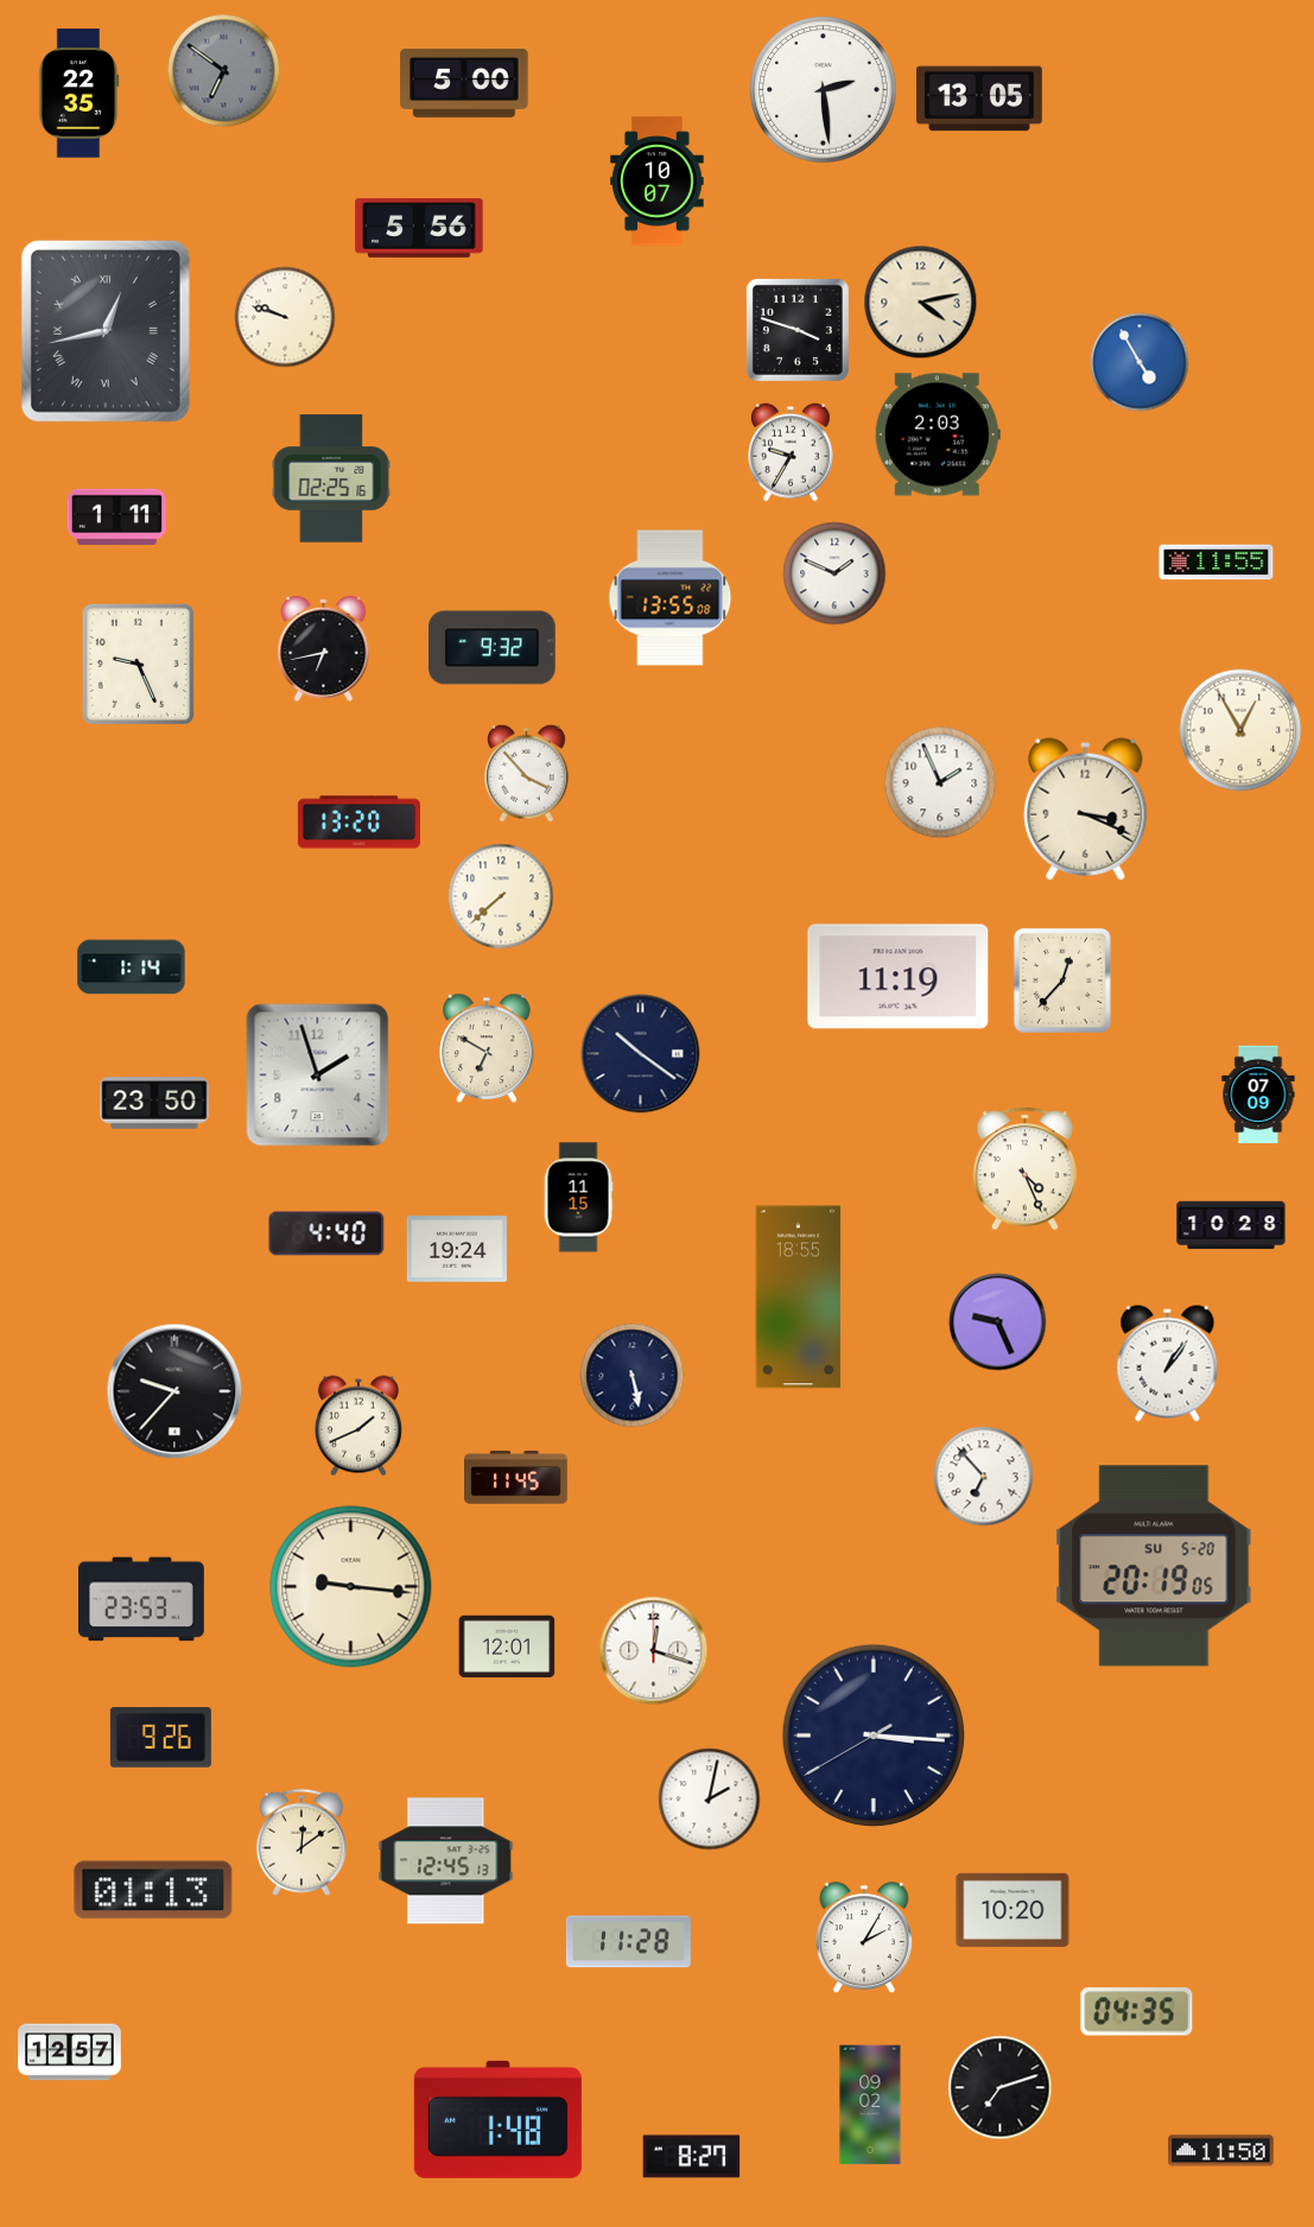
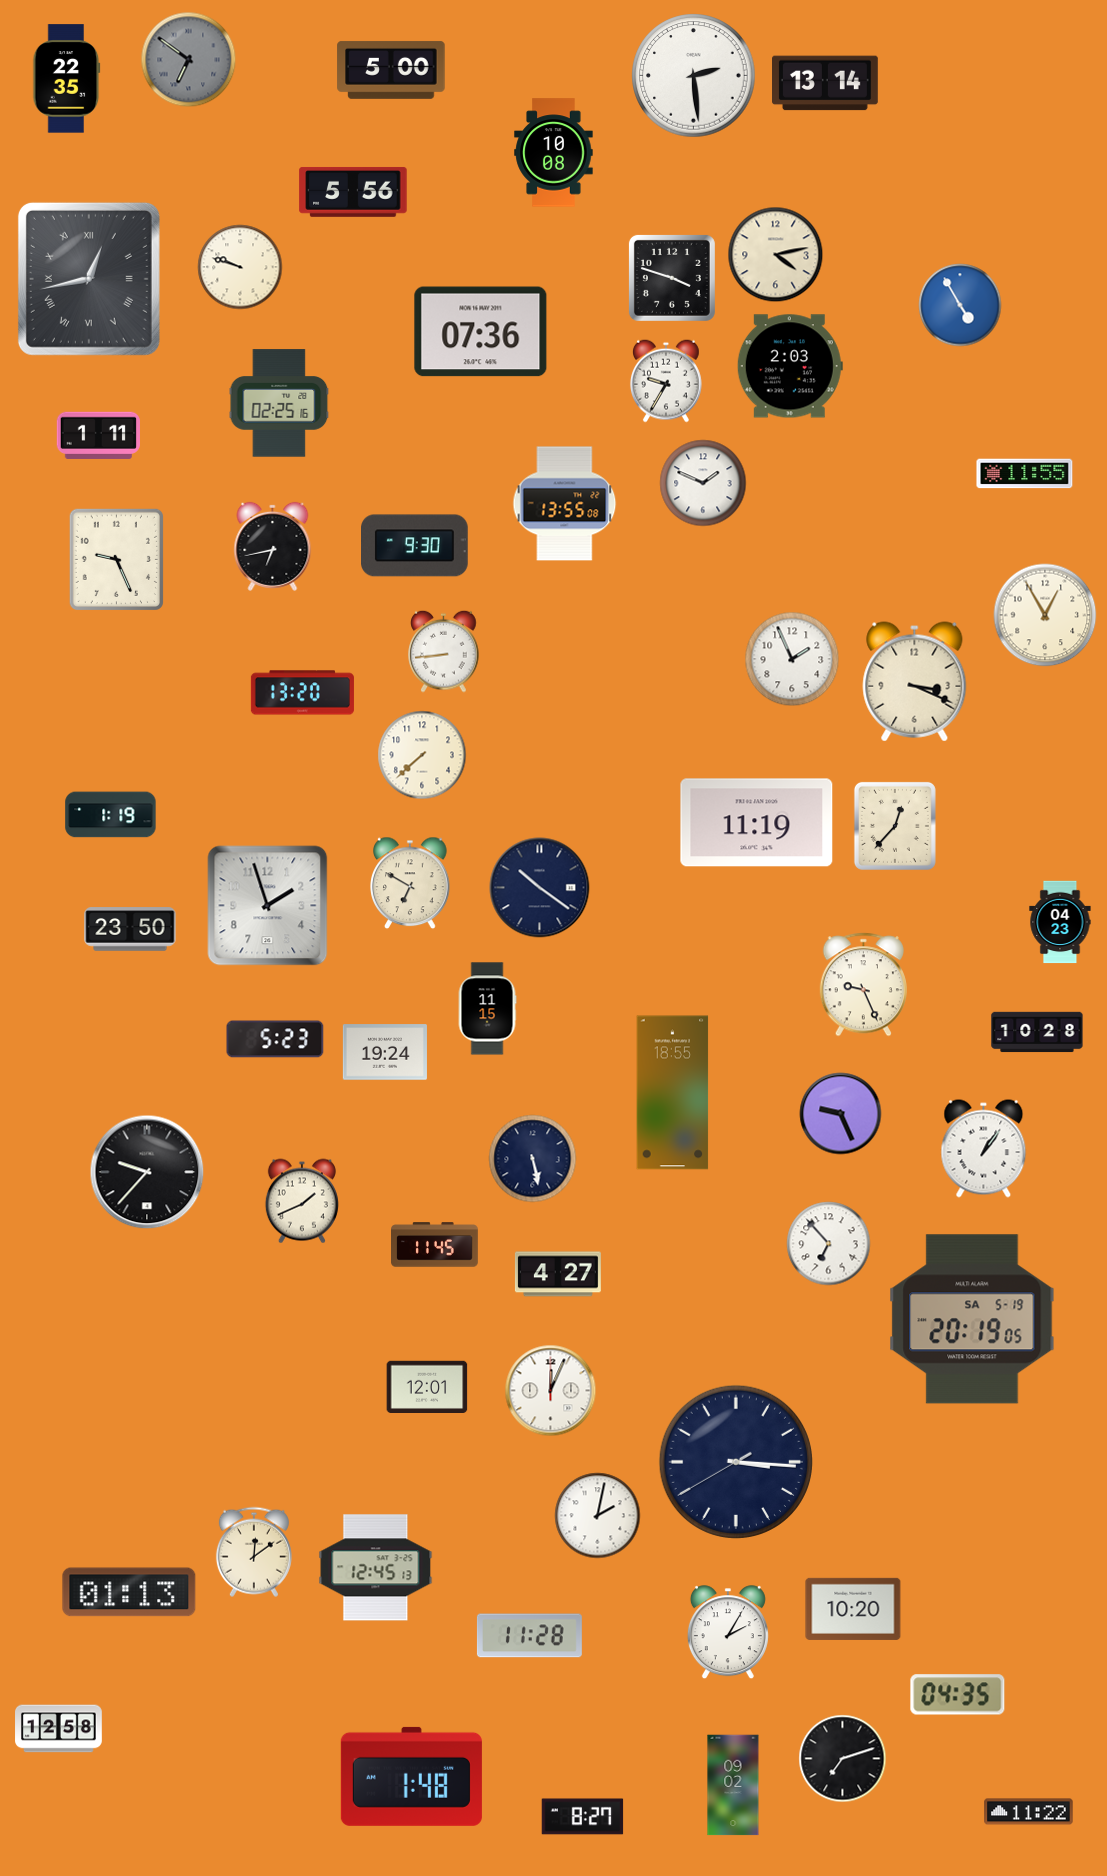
clock at (980, 99): 13:05 -> 13:14
clock at (658, 182): 10:07 -> 10:08
clock at (481, 332): none -> 07:36
clock at (493, 648): 9:32 -> 9:30
clock at (527, 773): 3:53 -> 8:44
clock at (132, 967): 1:14 -> 1:19
clock at (1258, 1095): 07:09 -> 04:23
clock at (1024, 1169): 4:26 -> 9:26
clock at (326, 1233): 4:40 -> 5:23
clock at (558, 1274): none -> 4:27
clock at (1154, 1566) date: SU 5-20 -> SA 5-19
clock at (351, 1587): 9:16 -> none
clock at (142, 1599): 23:53 -> none
clock at (654, 1651): 12:18 -> 12:04
clock at (160, 1738): 9:26 -> none
clock at (70, 2052): 12:57 -> 12:58
clock at (870, 2105) position: (870, 2105) -> (733, 1785)
clock at (497, 2119) position: (497, 2119) -> (411, 1776)
clock at (1221, 2151): 11:50 -> 11:22
